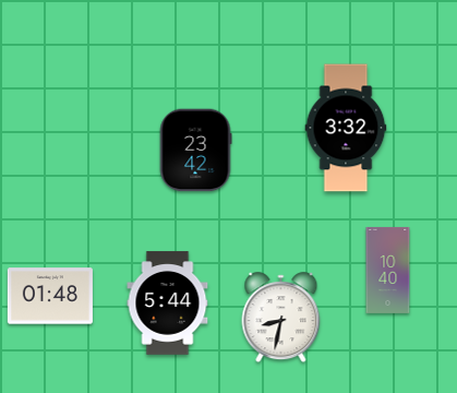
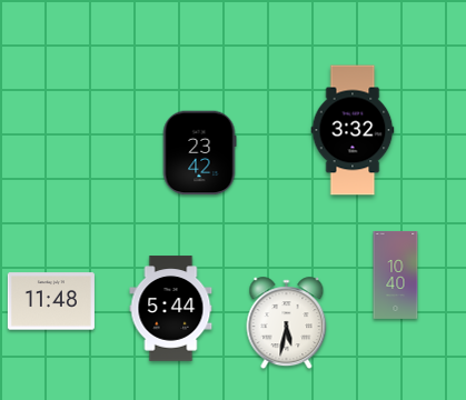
clock at (50, 296): 01:48 -> 11:48
clock at (281, 318): 8:32 -> 5:32
